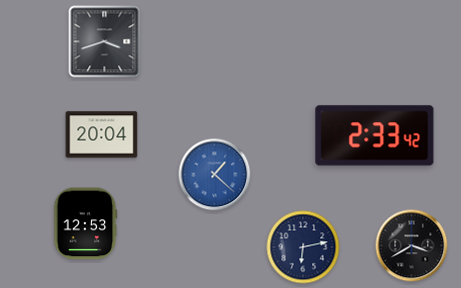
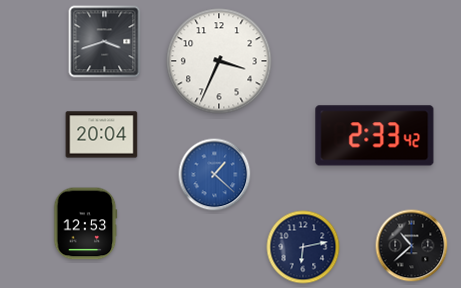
clock at (219, 61): none -> 3:34
clock at (412, 246): 3:40 -> 10:38
